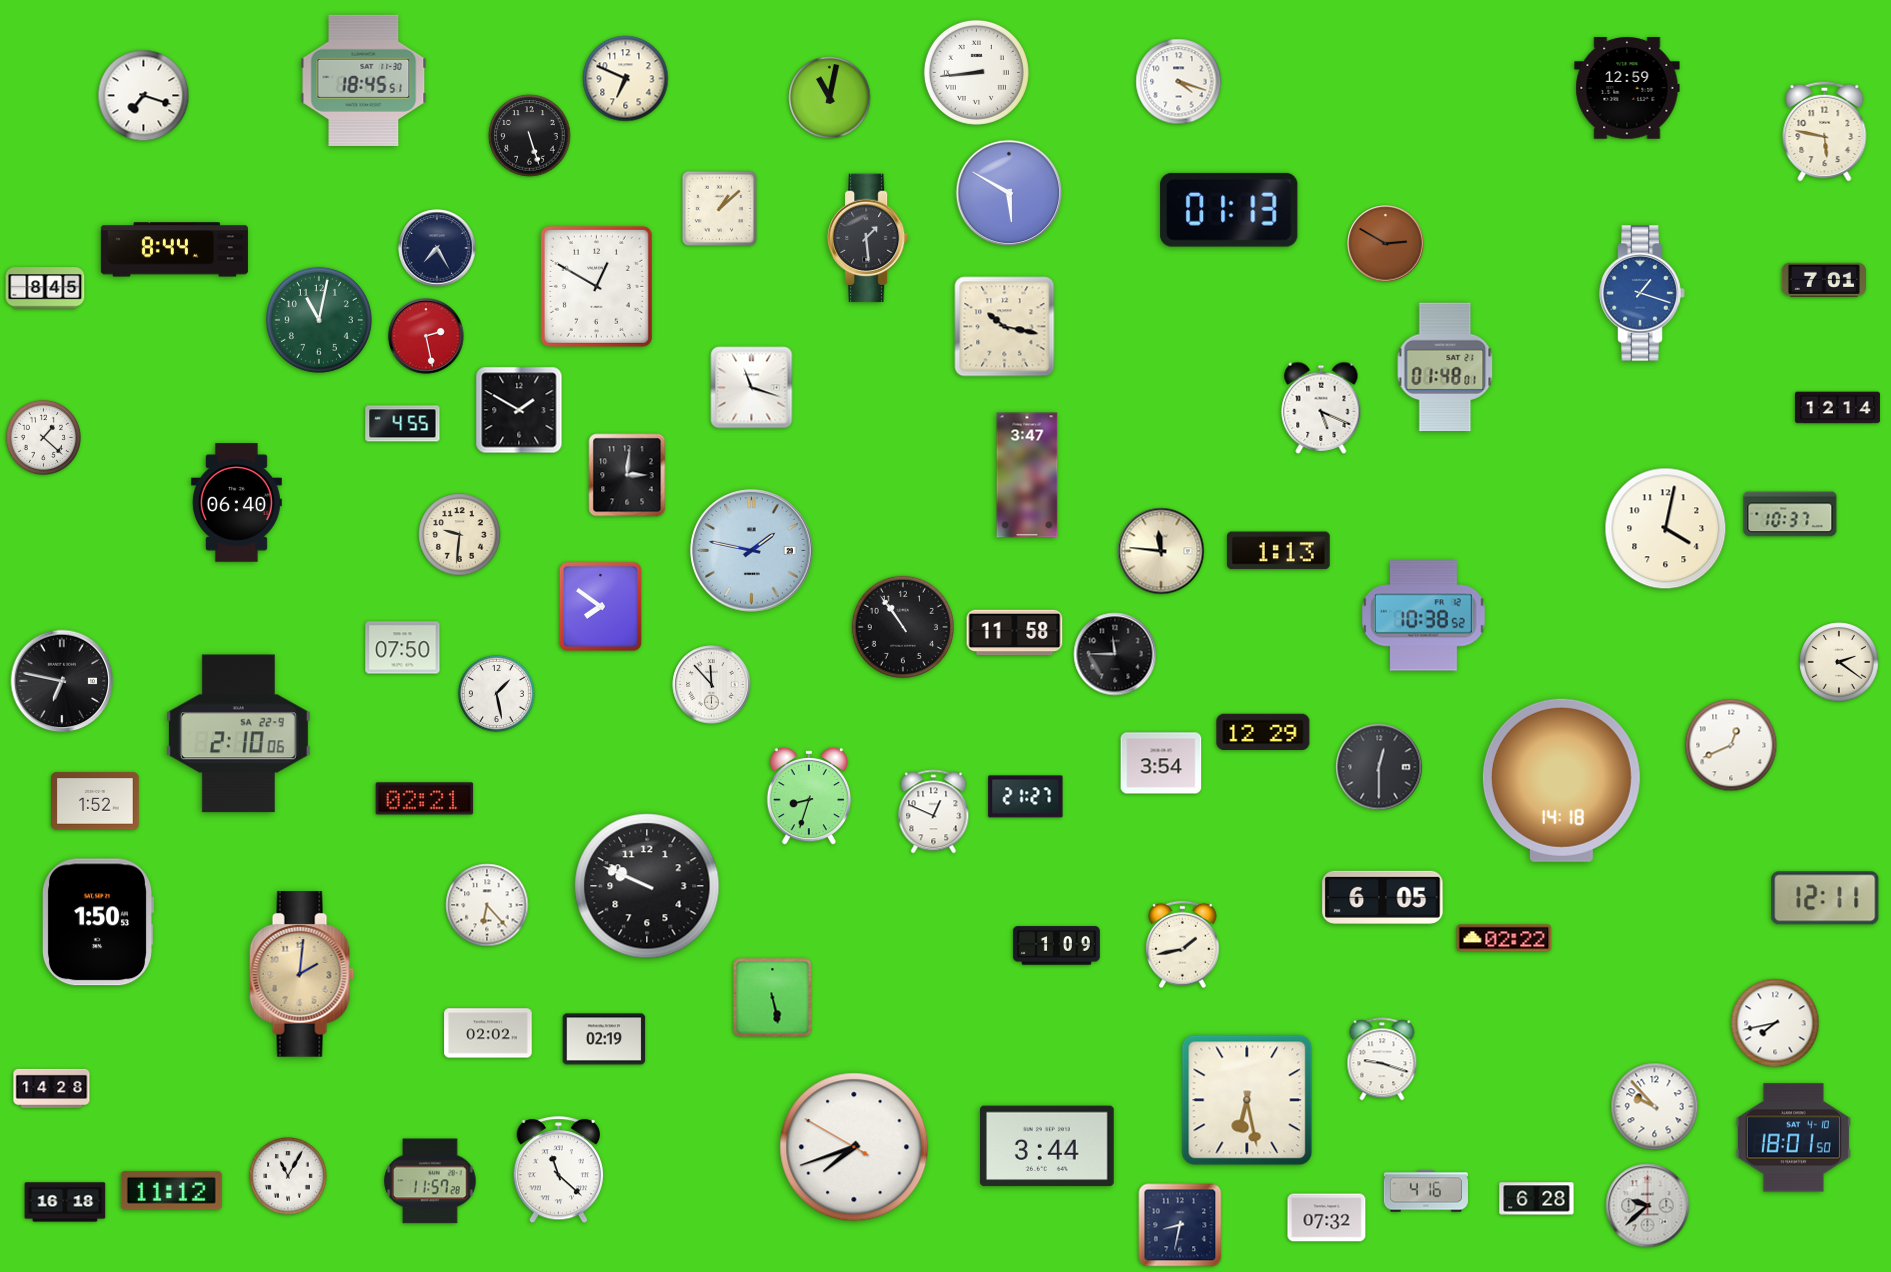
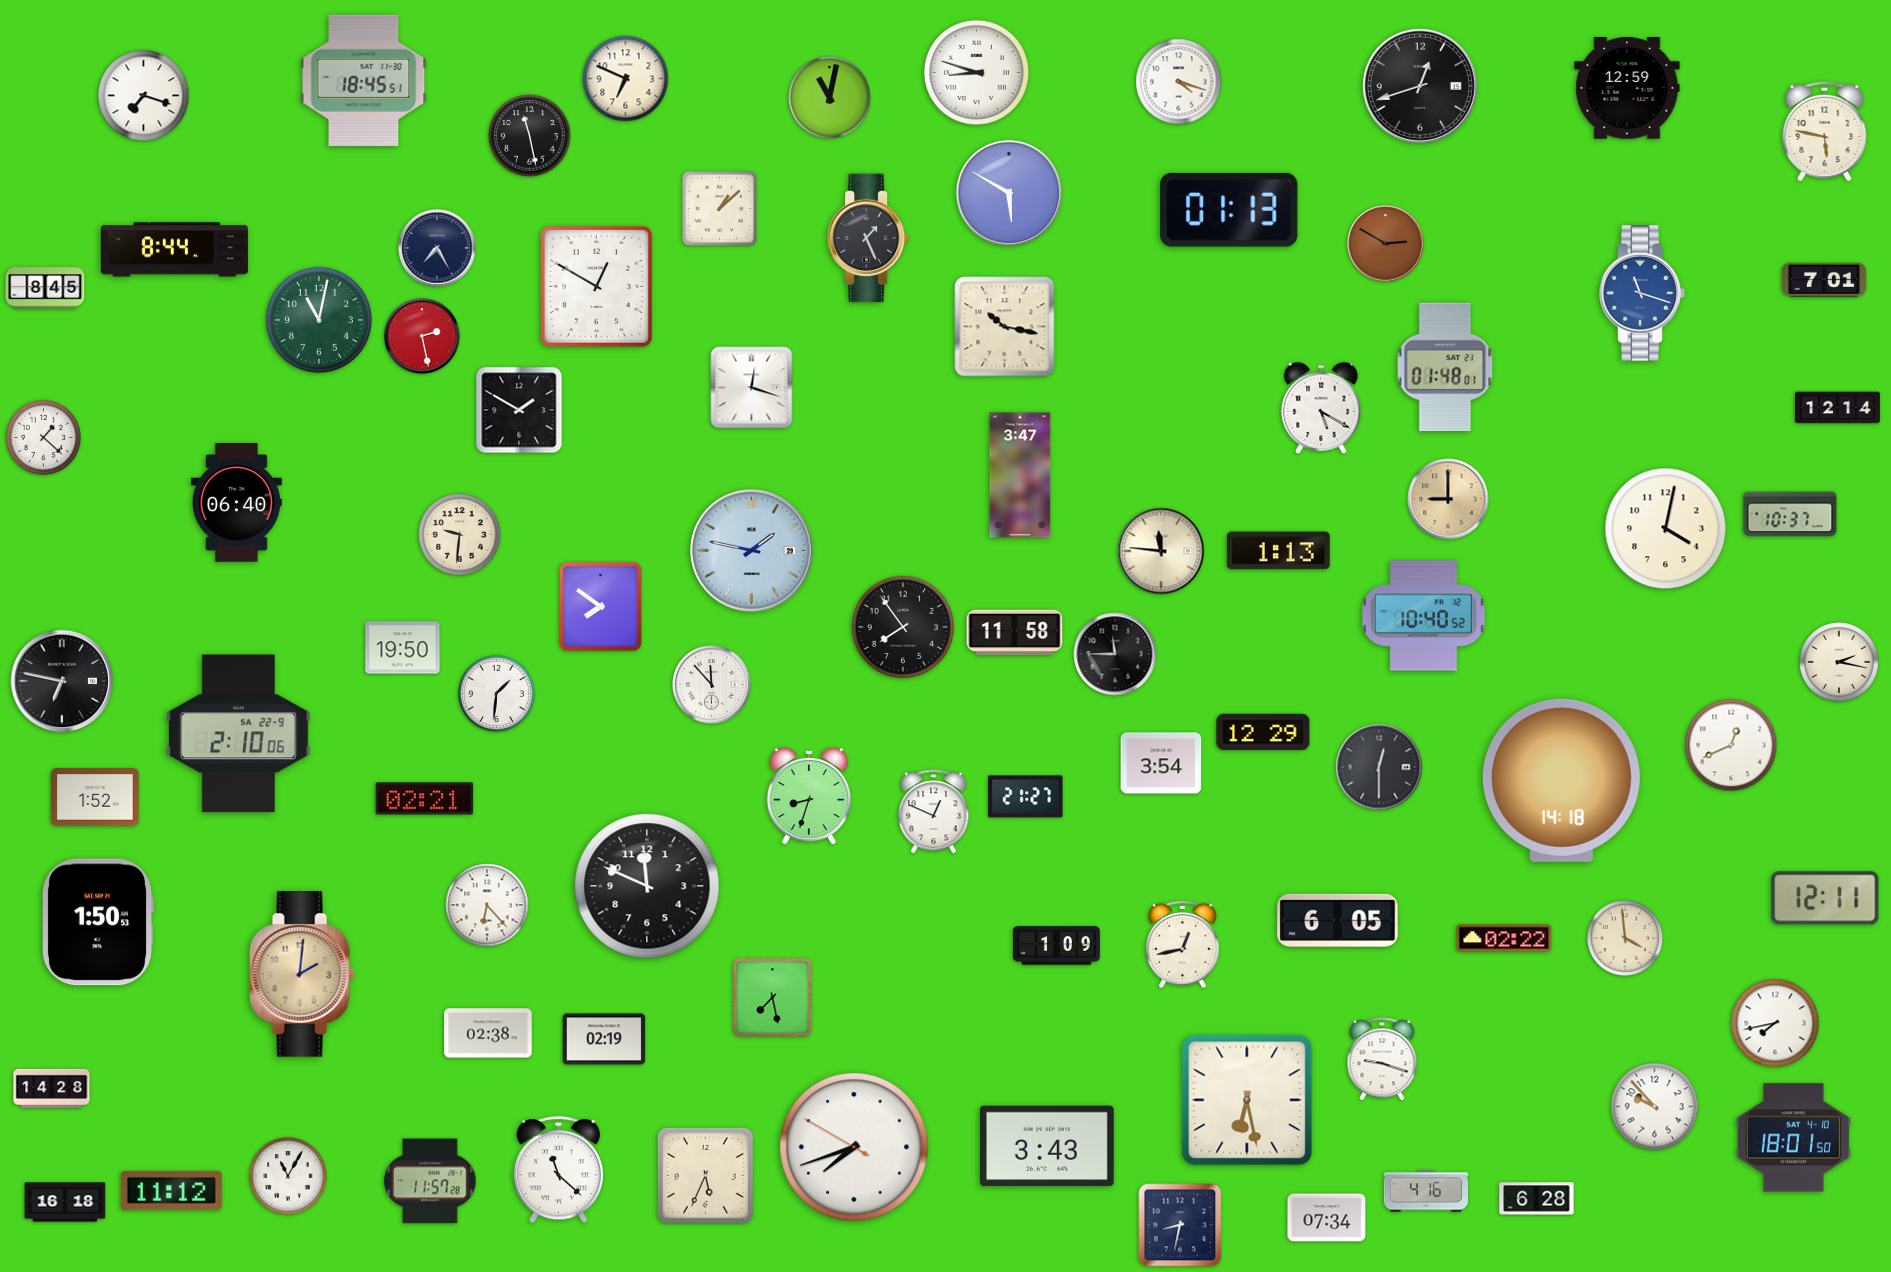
clock at (976, 72): 8:44 -> 8:48
clock at (1420, 86): none -> 12:42
clock at (530, 136): 5:27 -> 11:28
clock at (869, 238): 1:29 -> 1:26
clock at (1642, 293): 1:18 -> 11:18
clock at (426, 336) position: (426, 336) -> (422, 336)
clock at (752, 388): 11:18 -> 12:18
clock at (1321, 408): 5:19 -> 5:20
clock at (403, 424): 4:55 -> none
clock at (627, 475): 3:01 -> none
clock at (1027, 475) position: (1027, 475) -> (1020, 475)
clock at (1448, 499): none -> 9:00
clock at (1423, 616): 10:38 -> 10:40
clock at (902, 627): 10:54 -> 7:54
clock at (403, 648): 07:50 -> 19:50
clock at (1839, 662): 2:21 -> 2:17
clock at (496, 693): 1:28 -> 1:31
clock at (95, 801) position: (95, 801) -> (95, 797)
clock at (647, 886): 9:49 -> 11:49
clock at (1383, 897) position: (1383, 897) -> (1338, 920)
clock at (1625, 938): none -> 3:59
clock at (1183, 945): 1:43 -> 12:43
clock at (773, 998): 5:28 -> 7:28
clock at (488, 1033): 02:02 -> 02:38
clock at (1047, 1146): 3:44 -> 3:43
clock at (705, 1175): none -> 5:34
clock at (1648, 1206): 9:38 -> none
clock at (1327, 1218): 07:32 -> 07:34
